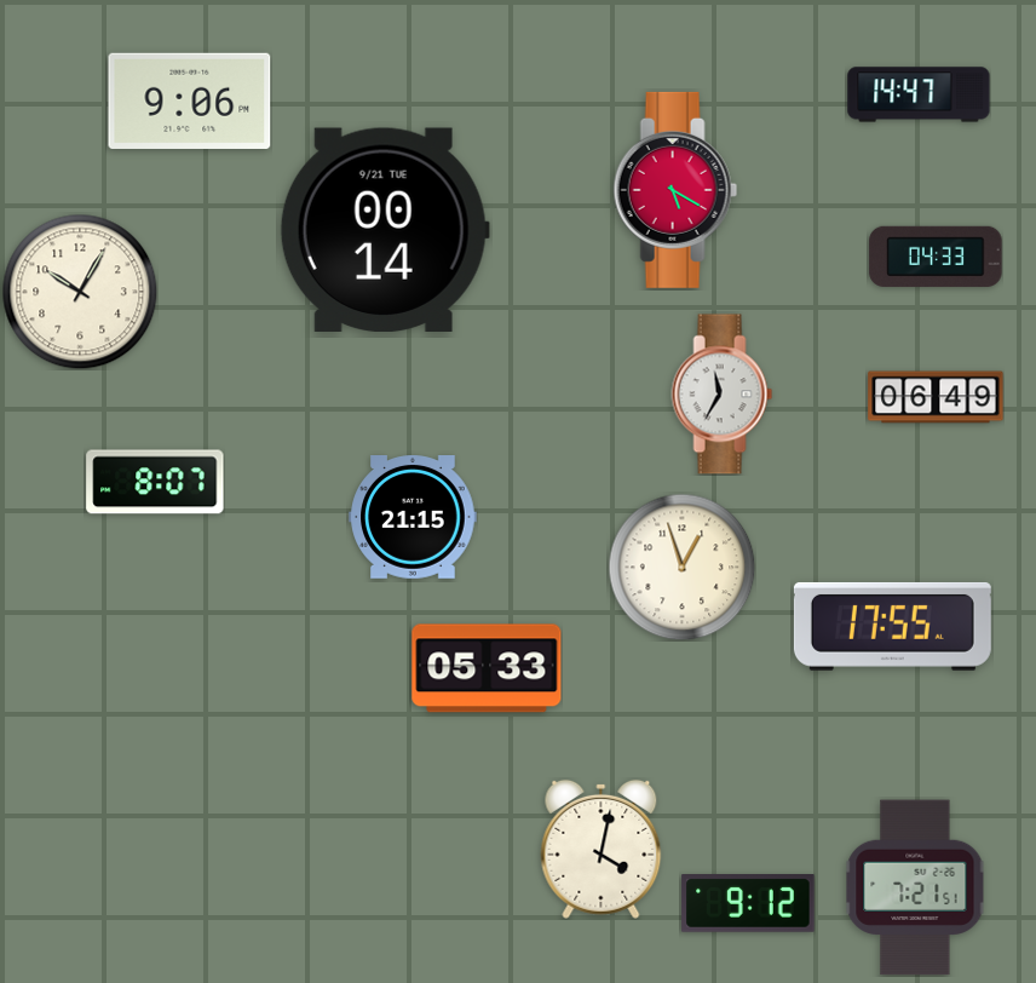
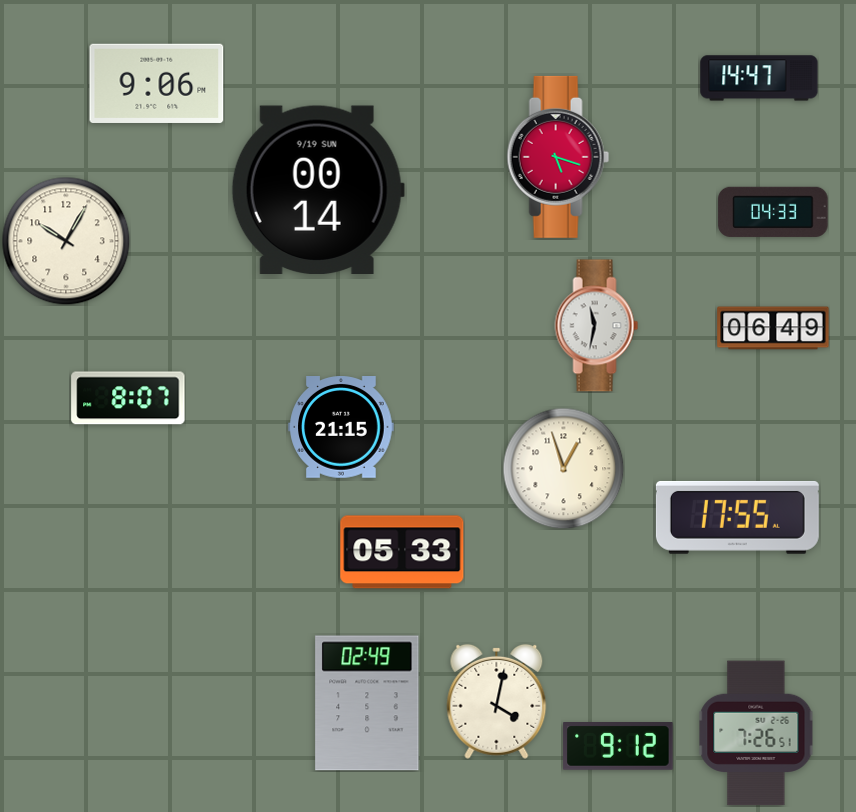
clock at (675, 190): 5:20 -> 5:18
clock at (385, 229) date: 9/21 TUE -> 9/19 SUN
clock at (723, 395): 11:35 -> 11:32
clock at (367, 703): none -> 02:49
clock at (915, 887): 7:21 -> 7:26
